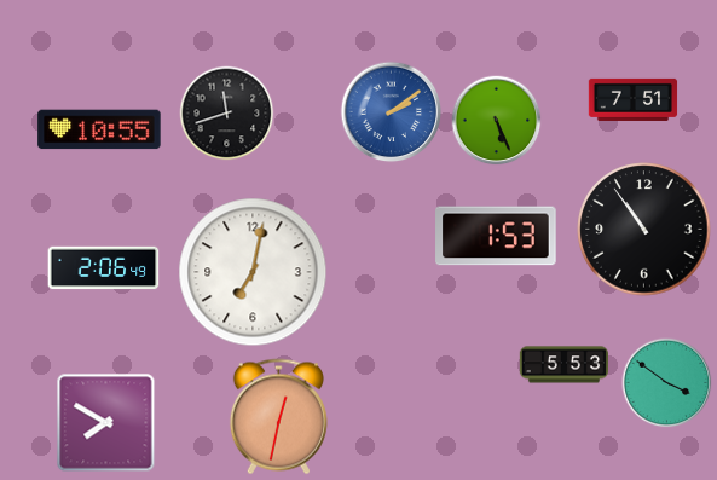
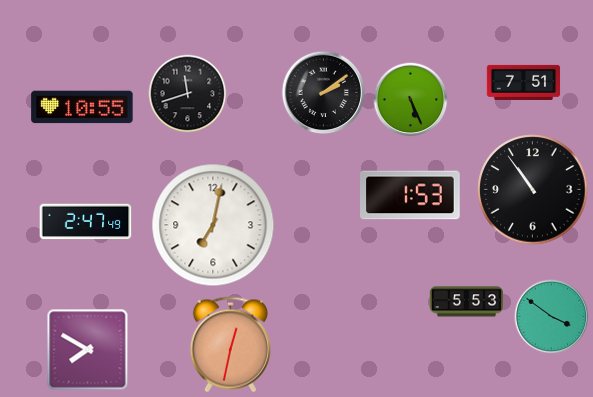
clock at (392, 112) dial: blue -> black
clock at (104, 268): 2:06 -> 2:47
clock at (253, 272) position: (253, 272) -> (213, 225)
